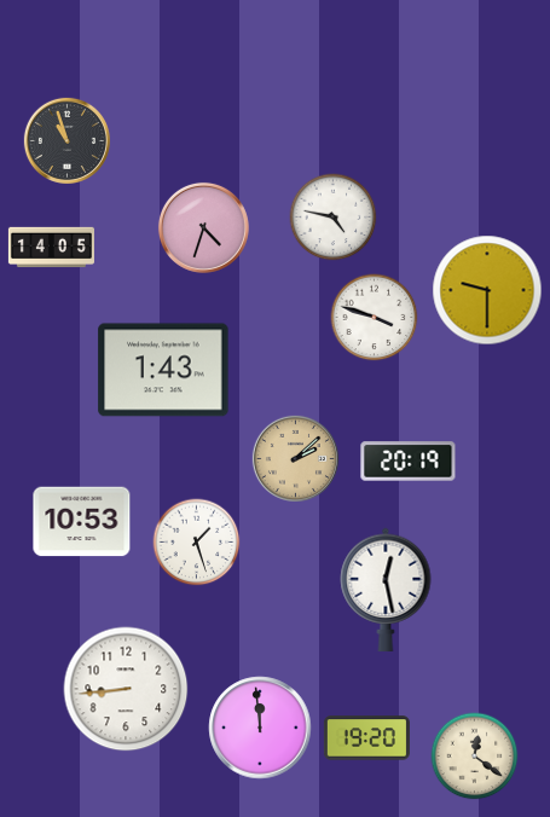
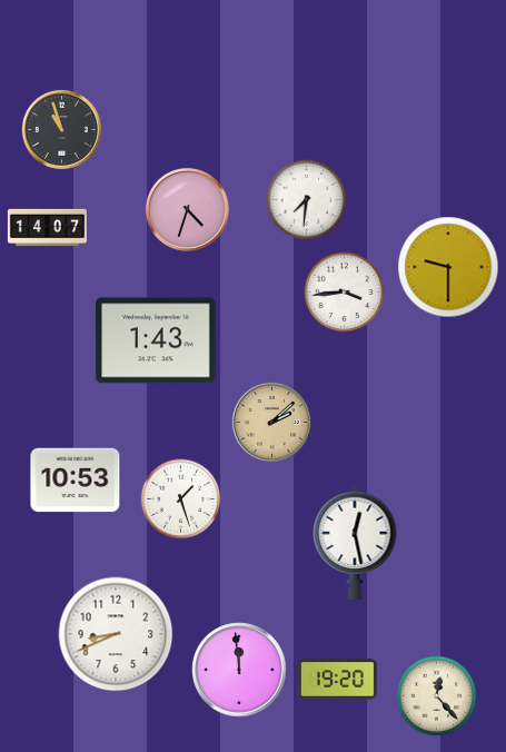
clock at (334, 218): 4:47 -> 7:31
clock at (51, 248): 14:05 -> 14:07
clock at (375, 318): 3:48 -> 3:44
clock at (163, 370) position: (163, 370) -> (156, 340)
clock at (409, 462): 20:19 -> none
clock at (126, 689): 8:44 -> 8:41
clock at (475, 757): 12:21 -> 12:23
